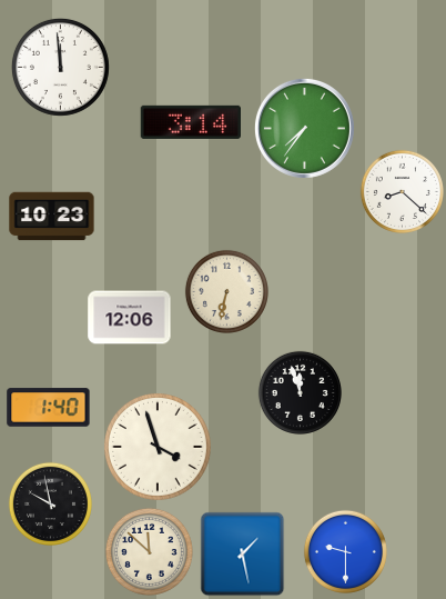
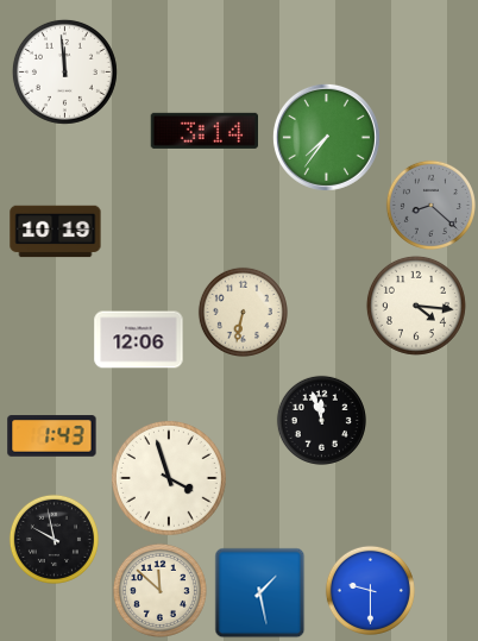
clock at (402, 191) dial: white -> grey
clock at (52, 217): 10:23 -> 10:19
clock at (416, 306): none -> 4:16
clock at (49, 408): 1:40 -> 1:43
